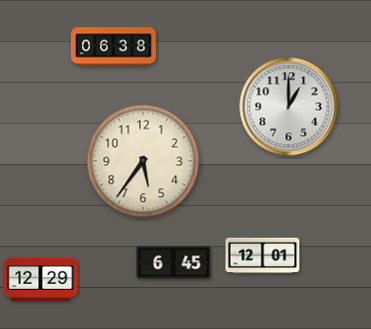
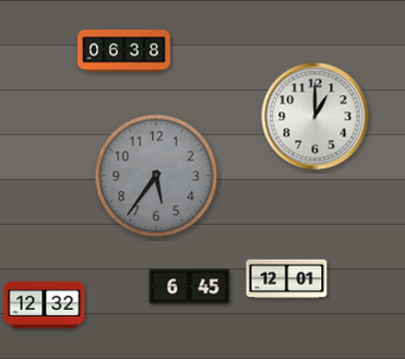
clock at (143, 161) dial: cream -> grey
clock at (41, 279): 12:29 -> 12:32
